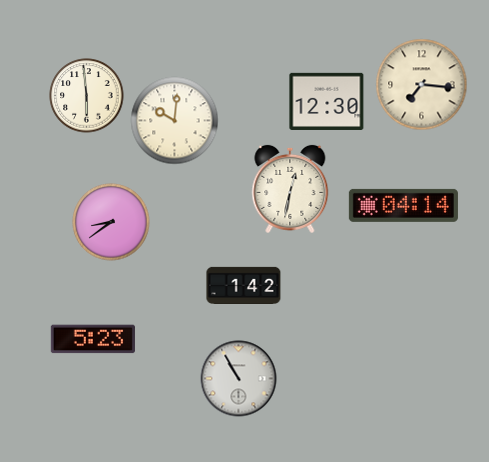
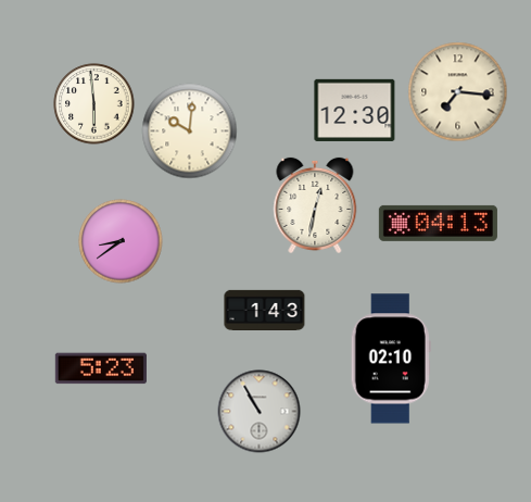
clock at (403, 205): 04:14 -> 04:13
clock at (244, 285): 1:42 -> 1:43
clock at (391, 359): none -> 02:10
